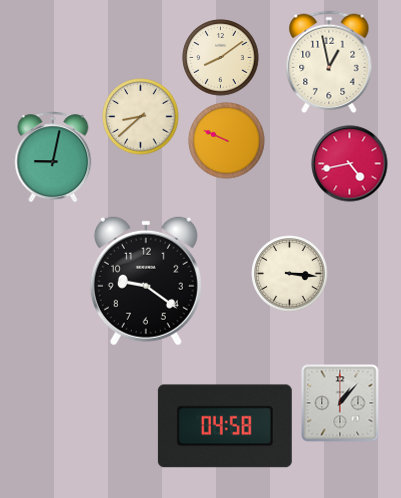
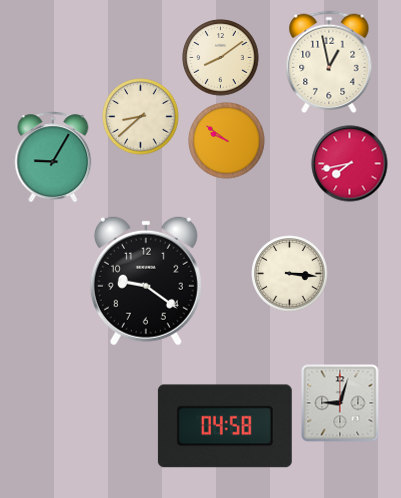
clock at (227, 141): 9:49 -> 9:51
clock at (53, 157): 9:02 -> 9:05
clock at (350, 164): 4:43 -> 7:43
clock at (340, 403): 1:07 -> 9:03
